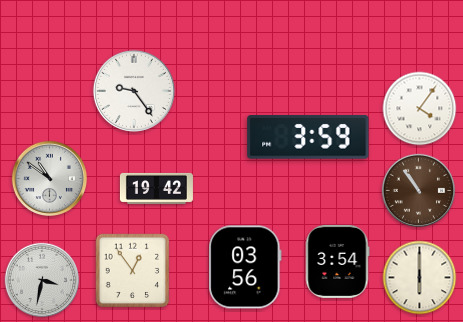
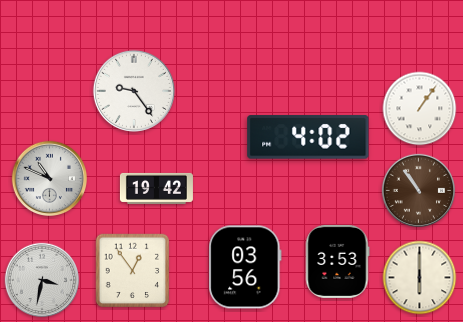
clock at (420, 109): 4:06 -> 1:06
clock at (308, 137): 3:59 -> 4:02
clock at (49, 178): 10:51 -> 10:49
clock at (337, 261): 3:54 -> 3:53
